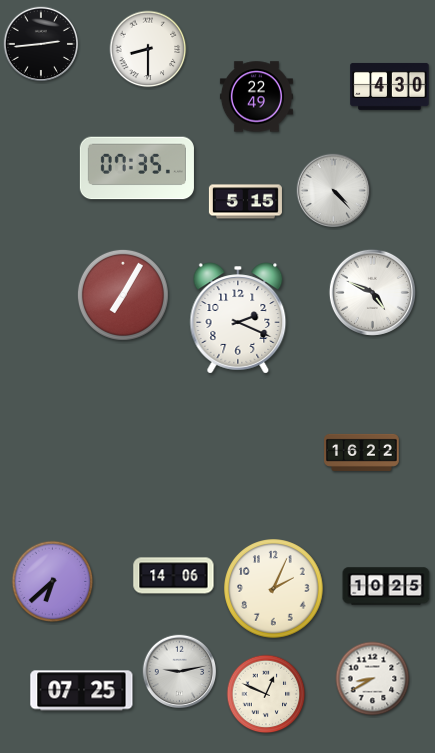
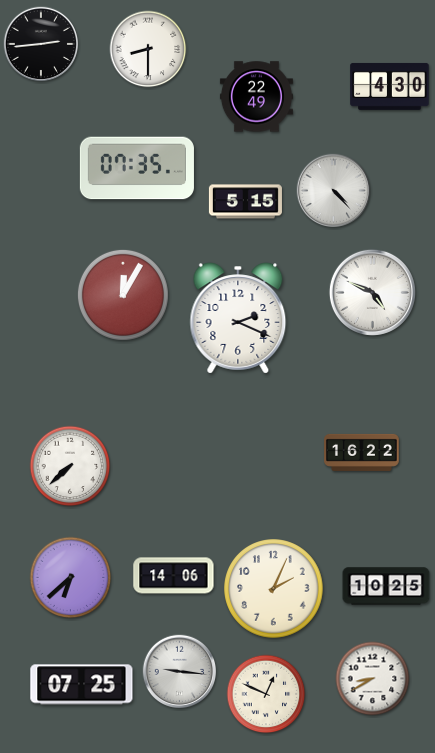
clock at (123, 295): 7:05 -> 12:05
clock at (70, 466): none -> 7:38
clock at (53, 582) position: (53, 582) -> (71, 578)
clock at (180, 672): 9:13 -> 9:16
clock at (82, 691) position: (82, 691) -> (82, 685)
